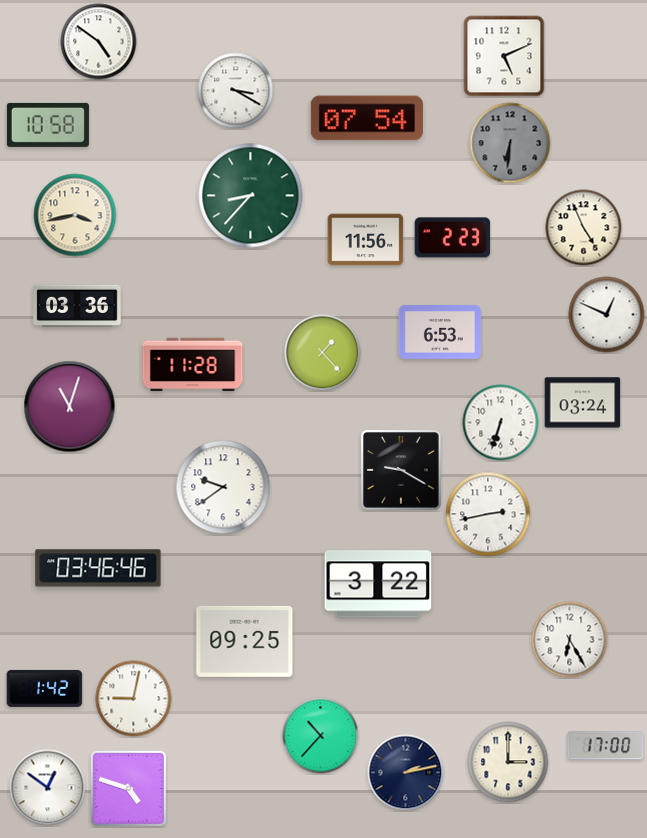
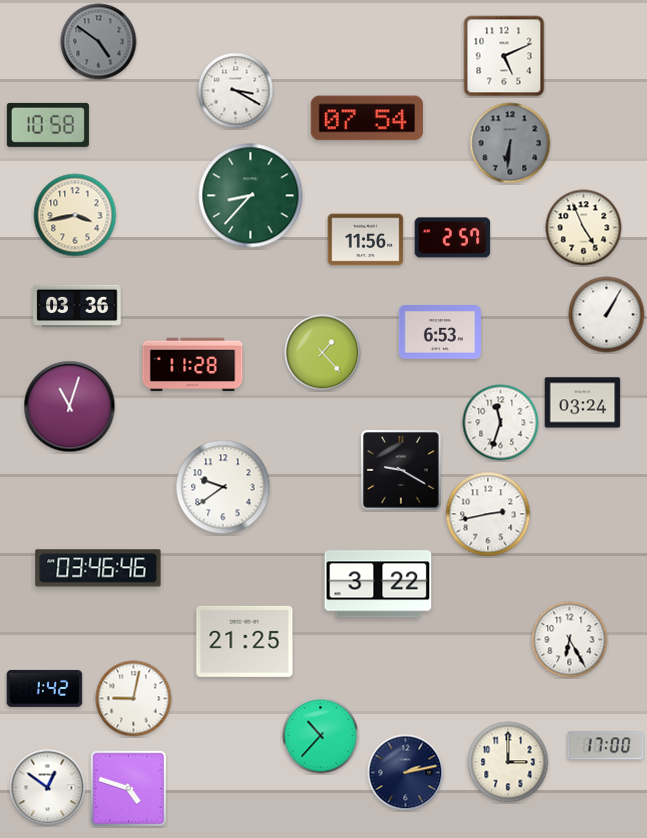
clock at (99, 42) dial: white -> grey
clock at (453, 238): 2:23 -> 2:57
clock at (607, 315): 12:49 -> 1:05
clock at (501, 423): 6:33 -> 11:33
clock at (245, 641): 09:25 -> 21:25
